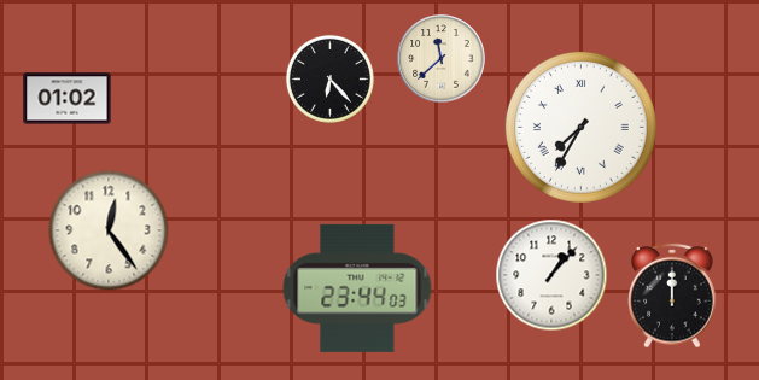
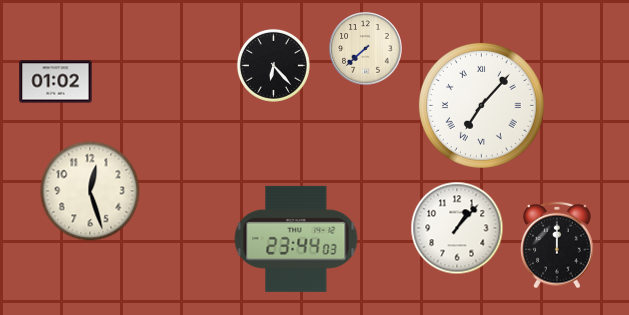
clock at (442, 59): 11:38 -> 7:38
clock at (580, 127): 7:35 -> 7:07
clock at (109, 230): 12:24 -> 12:27
